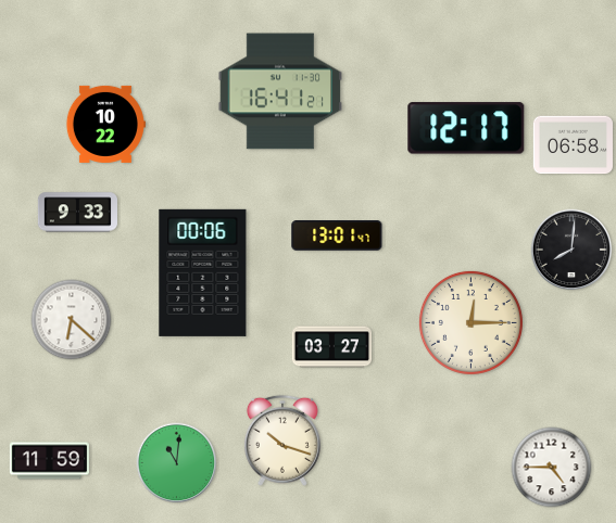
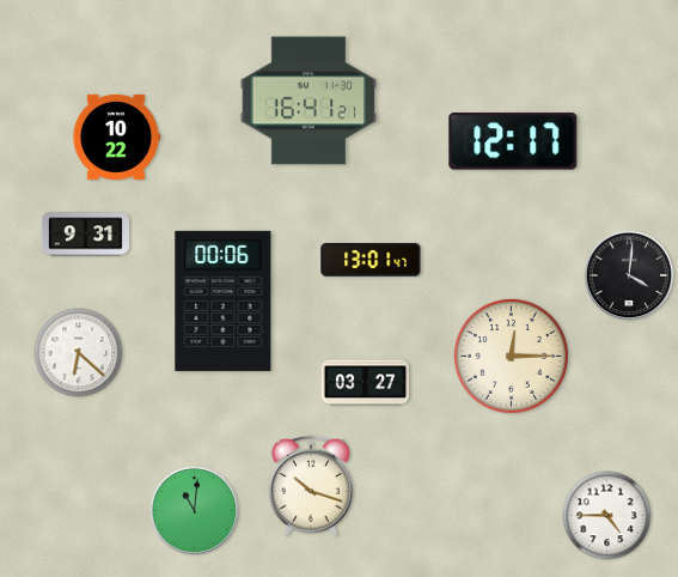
clock at (573, 145): 06:58 -> none
clock at (77, 213): 9:33 -> 9:31
clock at (571, 250): 8:01 -> 4:01
clock at (470, 322) position: (470, 322) -> (511, 356)
clock at (49, 461): 11:59 -> none
